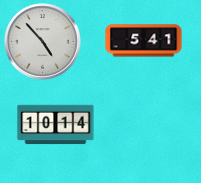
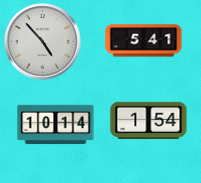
clock at (149, 120): none -> 1:54
